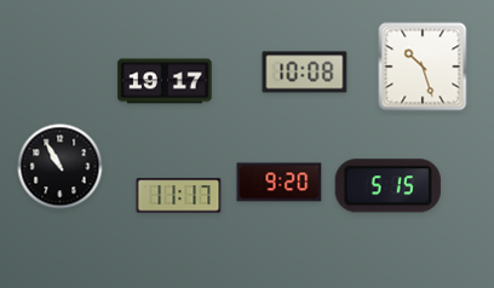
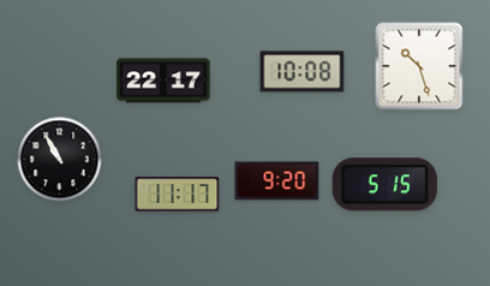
clock at (165, 81): 19:17 -> 22:17
clock at (61, 167) position: (61, 167) -> (60, 160)
